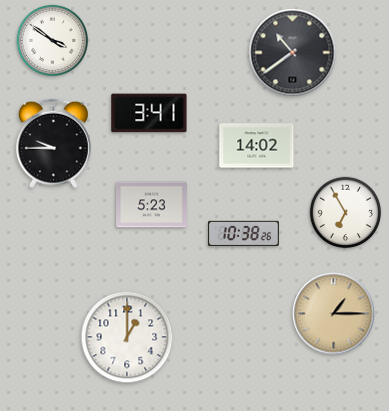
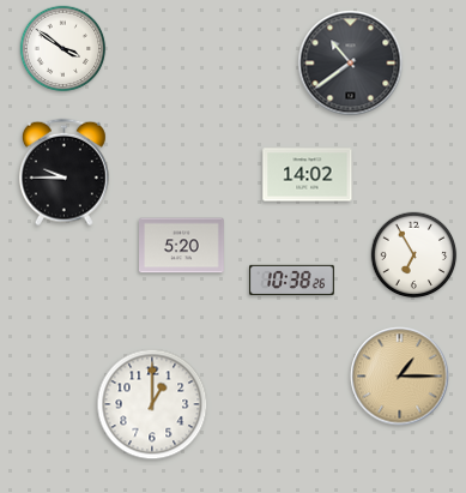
clock at (149, 113): 3:41 -> none
clock at (152, 205): 5:23 -> 5:20
